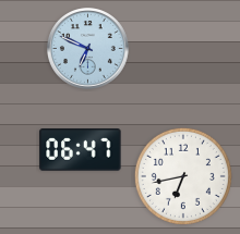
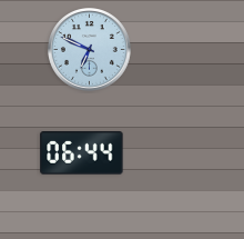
clock at (81, 150): 06:47 -> 06:44
clock at (183, 176): 6:43 -> none
